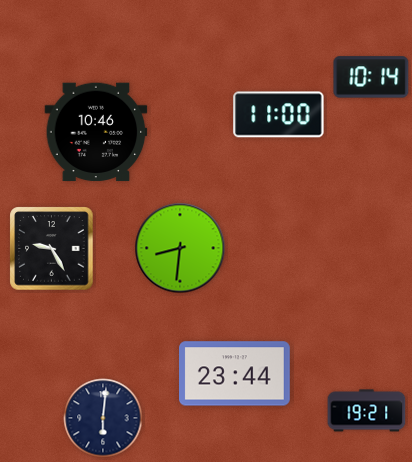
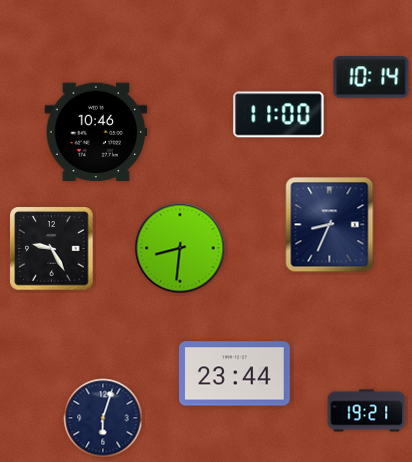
clock at (330, 225): none -> 8:34
clock at (103, 418): 6:01 -> 6:03
